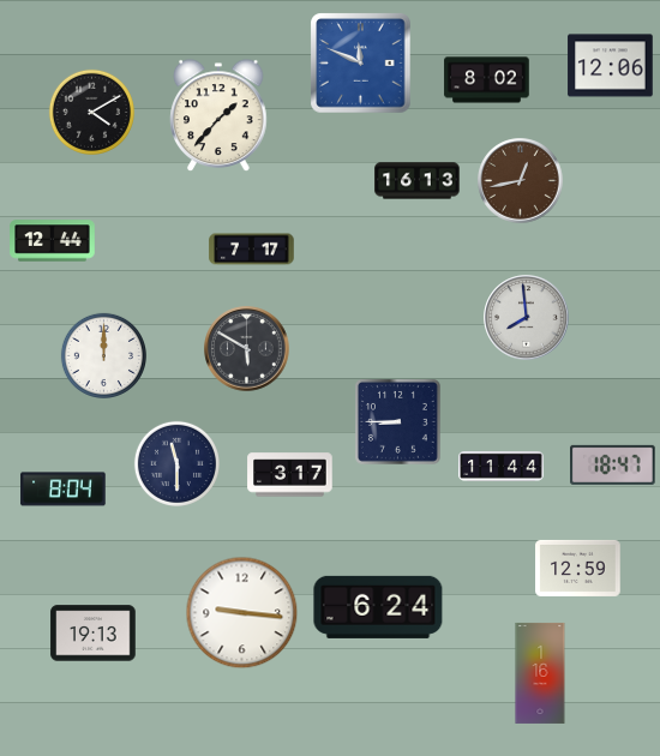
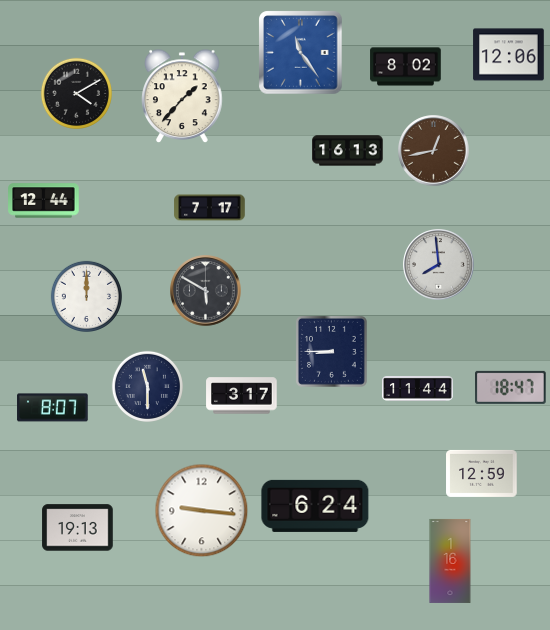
clock at (361, 64): 11:49 -> 11:24
clock at (64, 490): 8:04 -> 8:07
